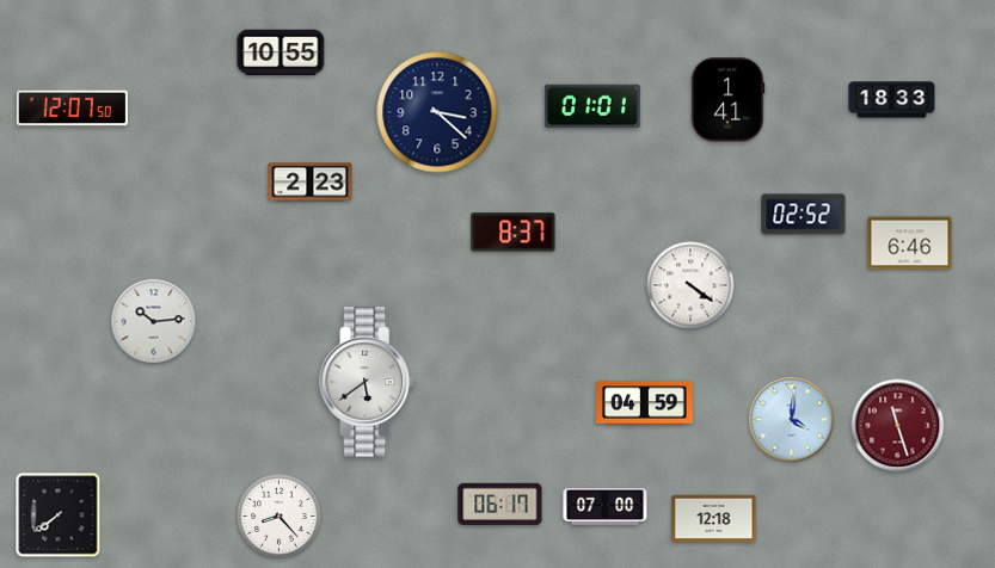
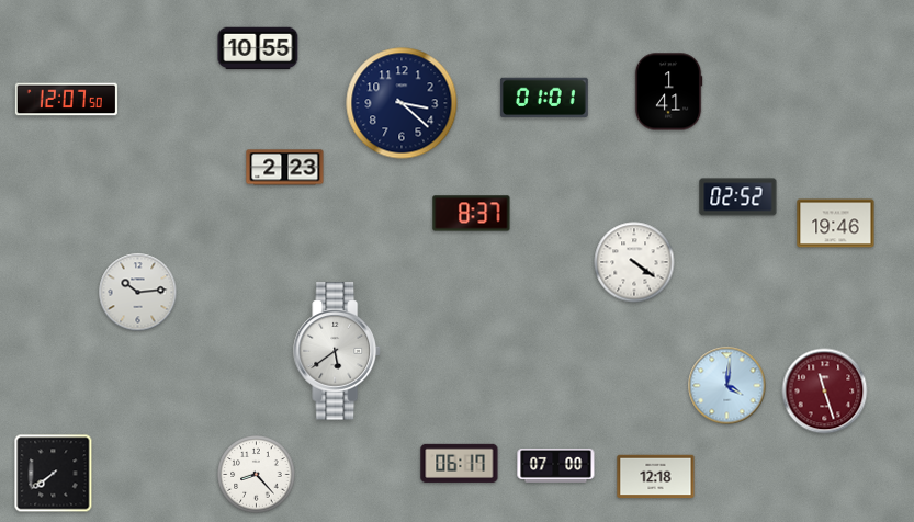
clock at (892, 100): 18:33 -> none
clock at (910, 243): 6:46 -> 19:46
clock at (154, 322) position: (154, 322) -> (138, 293)
clock at (645, 403): 04:59 -> none
